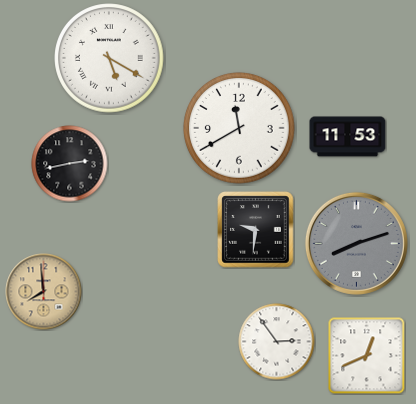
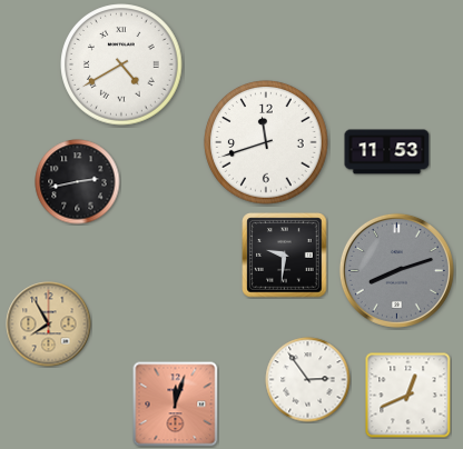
clock at (109, 58): 5:20 -> 4:40
clock at (239, 128): 11:40 -> 11:42
clock at (44, 292): 7:59 -> 7:55
clock at (176, 405): none -> 12:03
